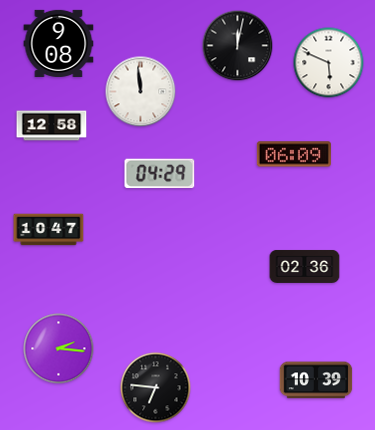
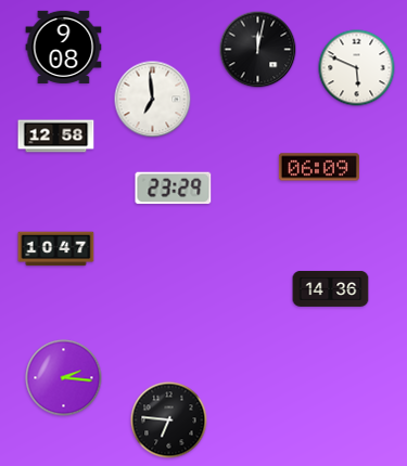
clock at (141, 92): 11:59 -> 6:59
clock at (160, 174): 04:29 -> 23:29
clock at (49, 230) position: (49, 230) -> (56, 249)
clock at (305, 266): 02:36 -> 14:36
clock at (316, 380): 10:39 -> none
